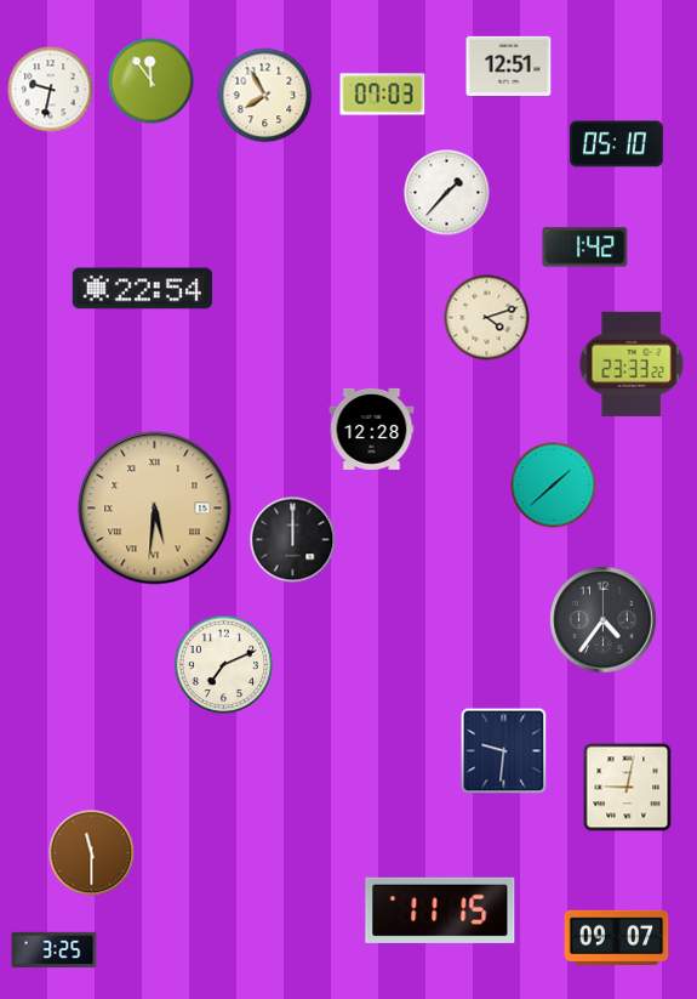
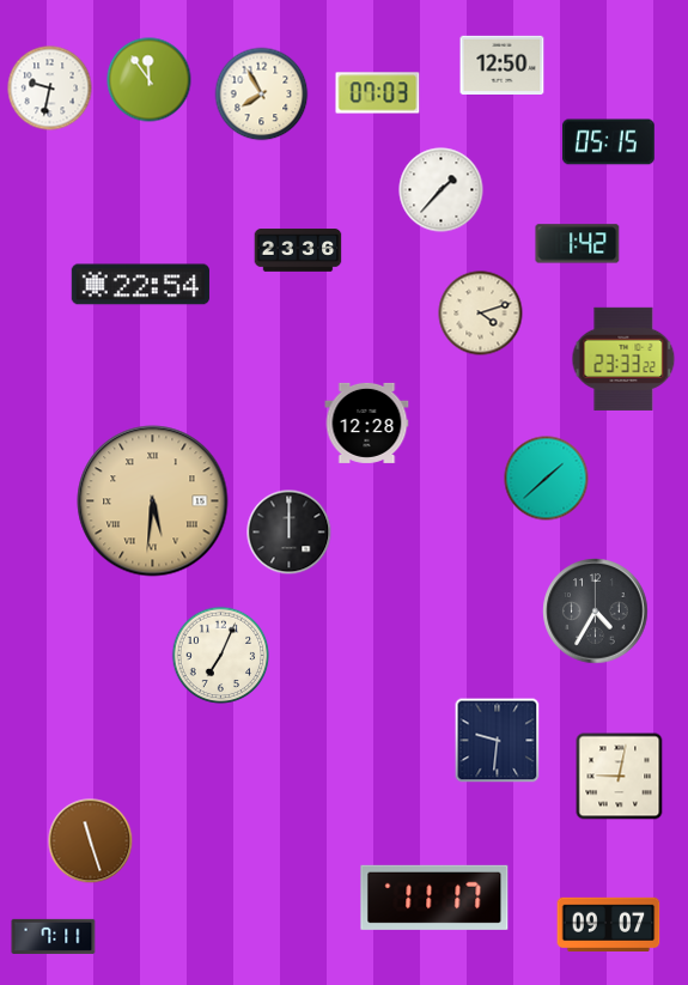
clock at (509, 66): 12:51 -> 12:50
clock at (617, 144): 05:10 -> 05:15
clock at (298, 250): none -> 23:36
clock at (604, 620): 4:36 -> 4:35
clock at (224, 665): 7:11 -> 7:04
clock at (92, 853): 11:30 -> 11:27
clock at (440, 910): 11:15 -> 11:17
clock at (55, 949): 3:25 -> 7:11
